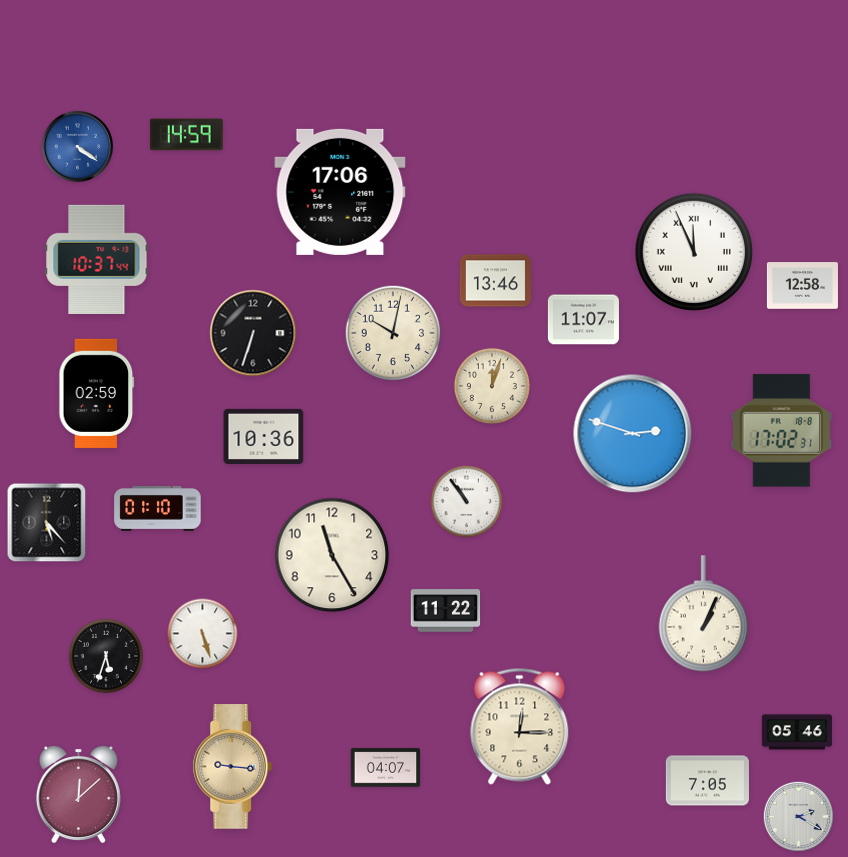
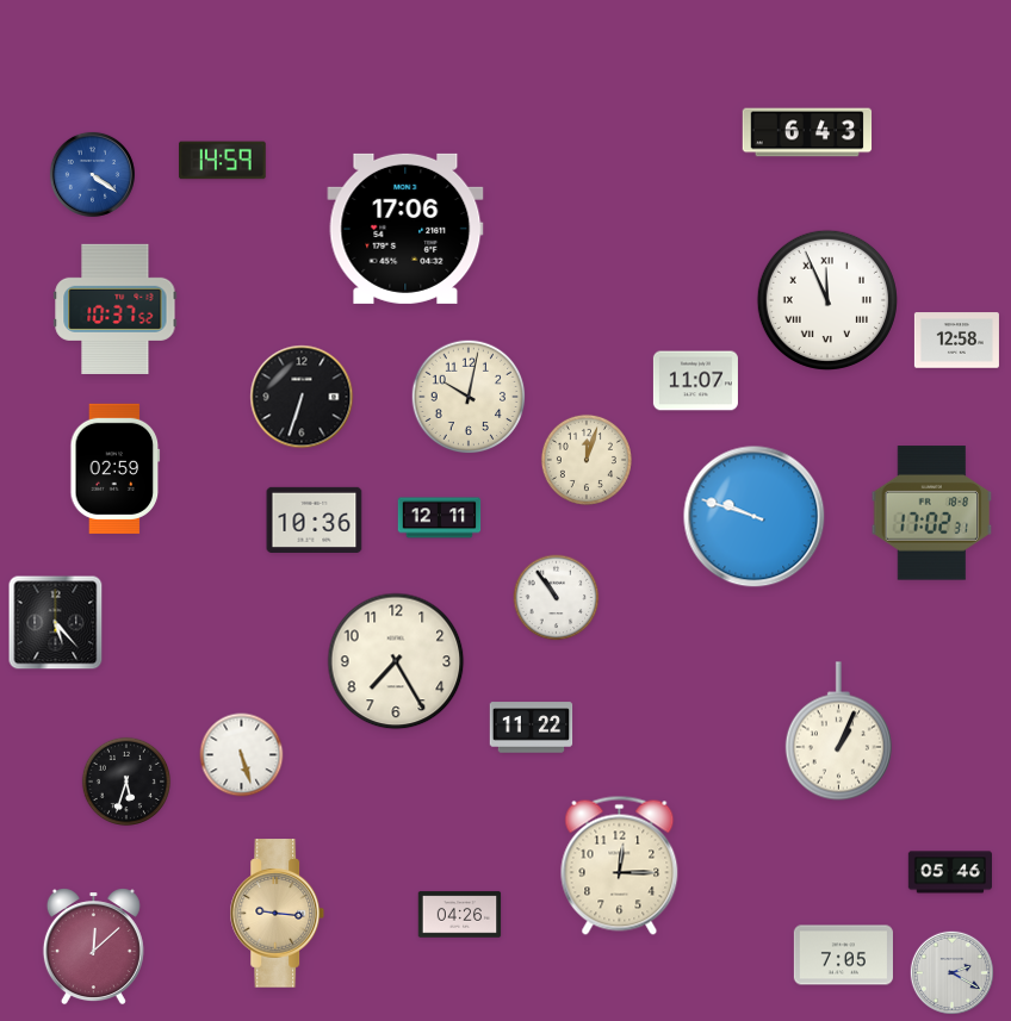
clock at (807, 132): none -> 6:43
clock at (97, 259): 10:37:44 -> 10:37:52
clock at (495, 281): 13:46 -> none
clock at (633, 434): 2:48 -> 9:48
clock at (440, 518): none -> 12:11
clock at (158, 509): 01:10 -> none
clock at (332, 555): 11:25 -> 7:25
clock at (386, 768): 04:07 -> 04:26
clock at (707, 781) position: (707, 781) -> (843, 955)
